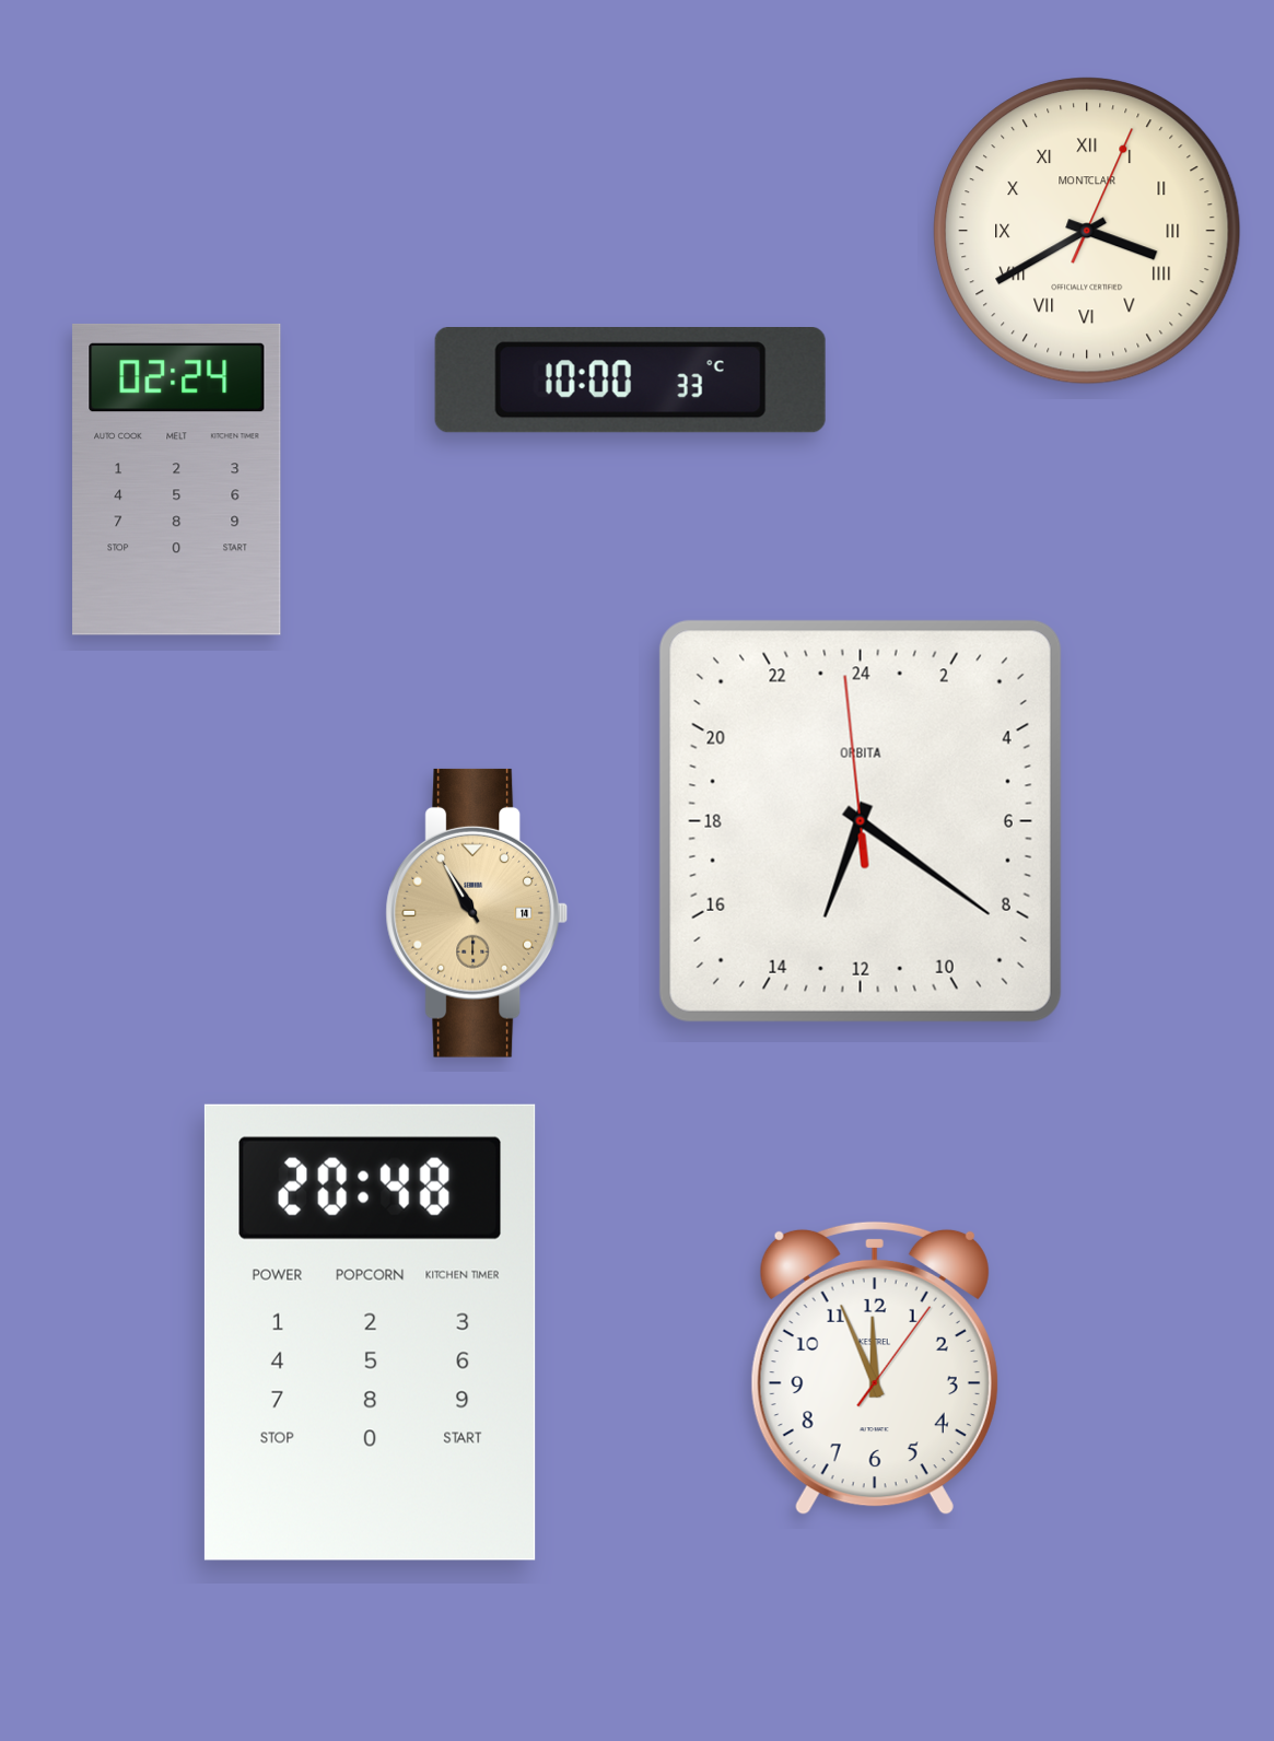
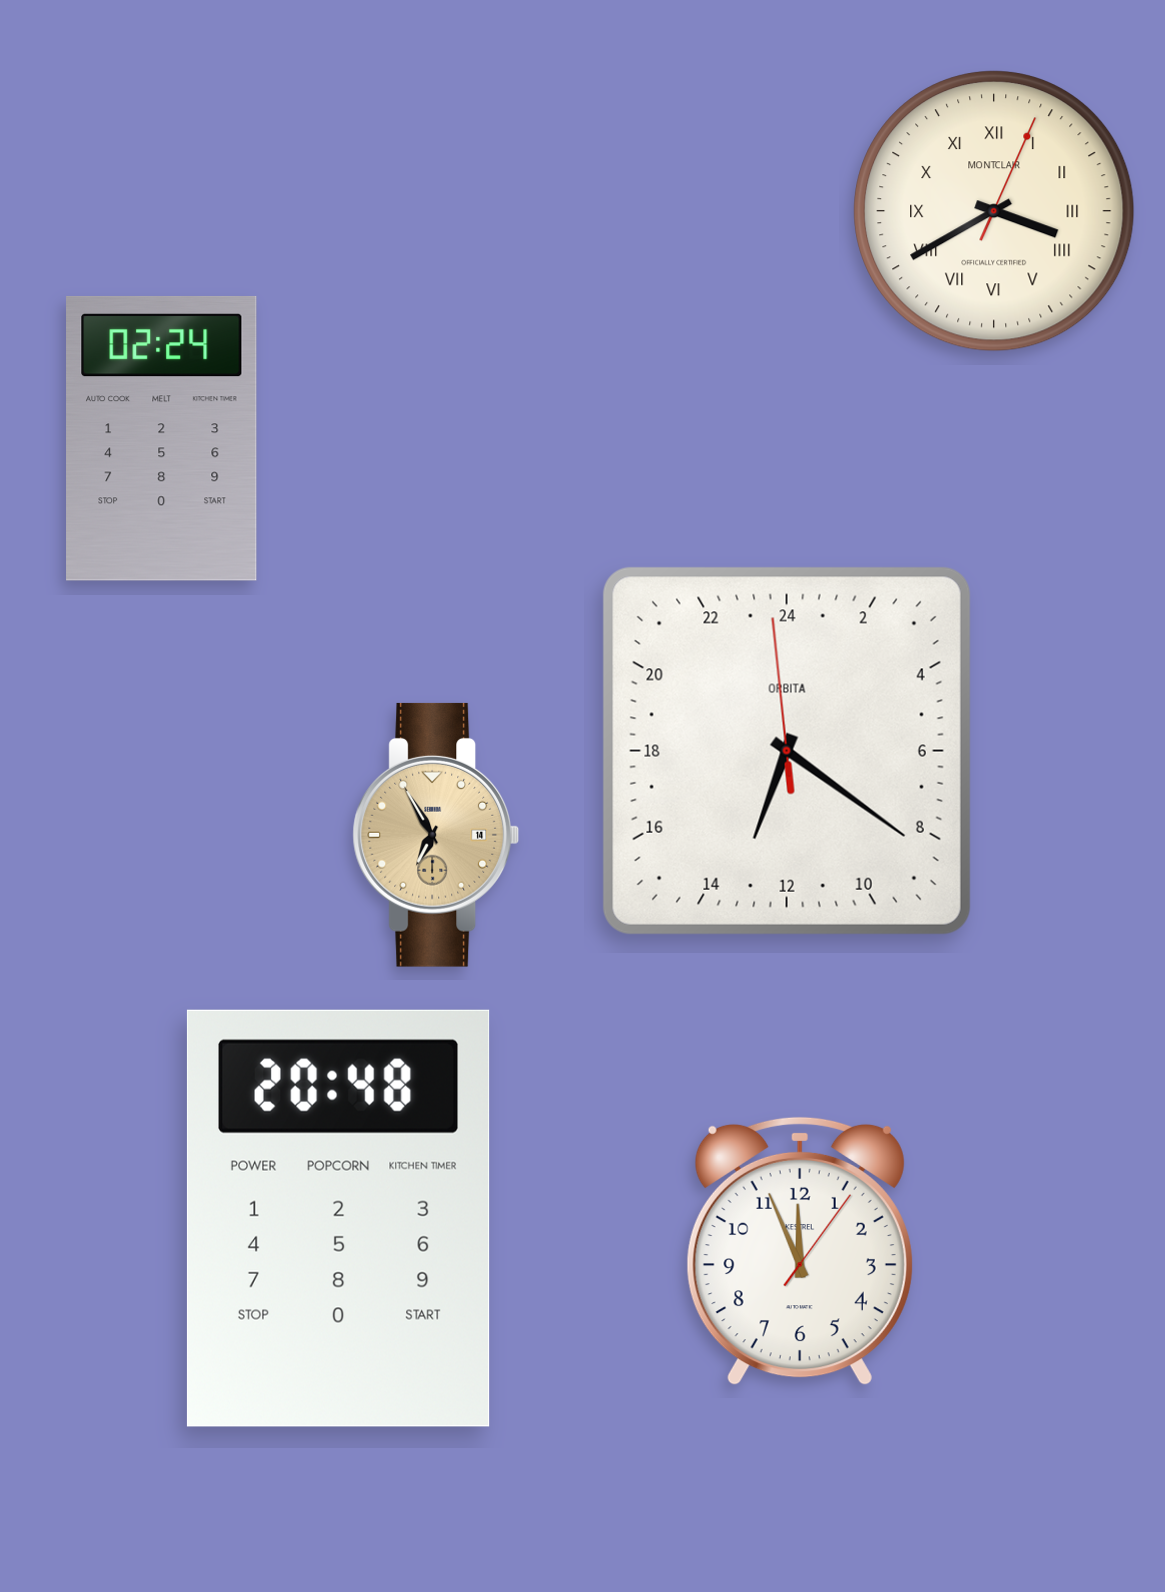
clock at (630, 381): 10:00 -> none
clock at (477, 913): 10:55 -> 6:55
